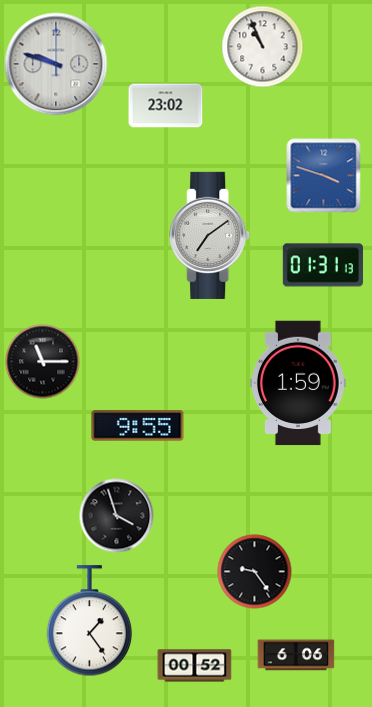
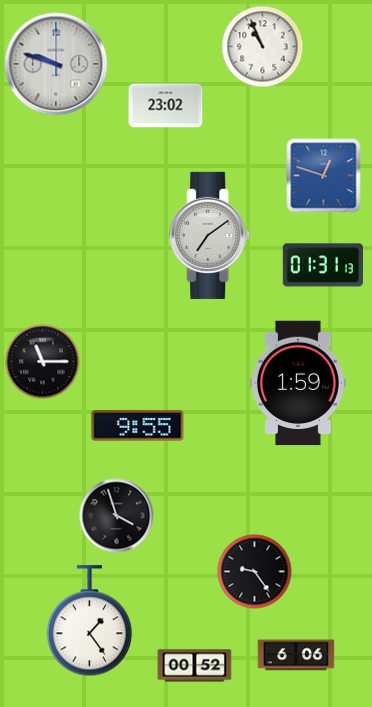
clock at (324, 176): 3:48 -> 12:48
